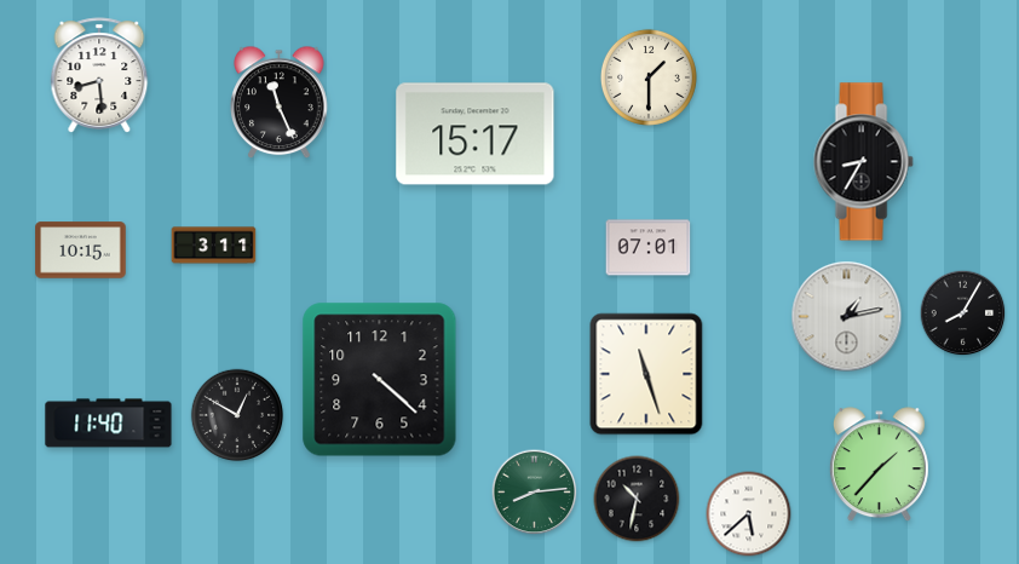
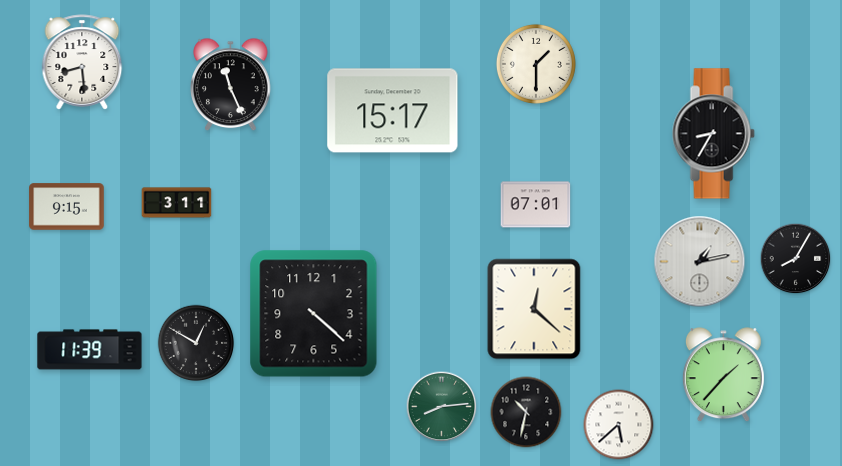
clock at (81, 251): 10:15 -> 9:15
clock at (646, 374): 11:27 -> 12:22
clock at (109, 424): 11:40 -> 11:39
clock at (879, 465) position: (879, 465) -> (723, 375)
